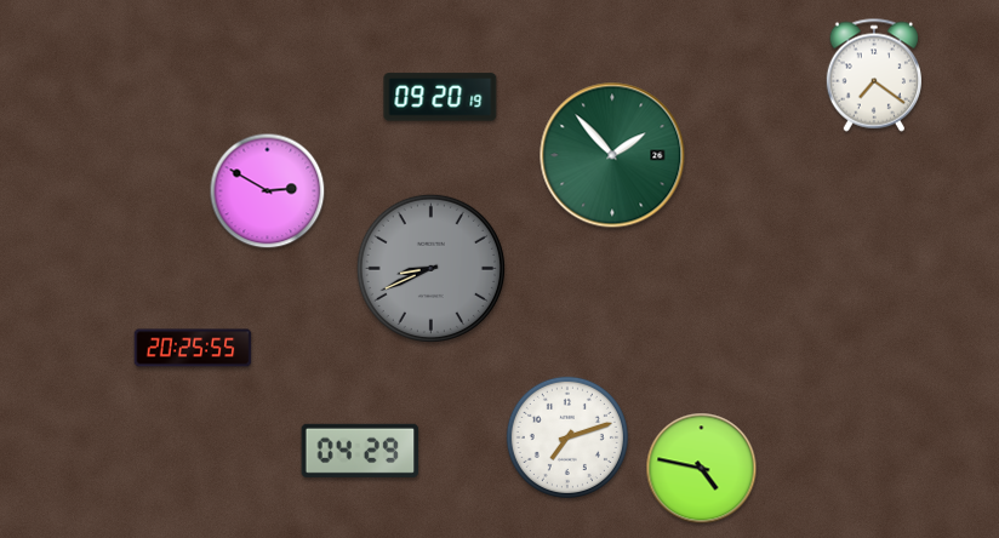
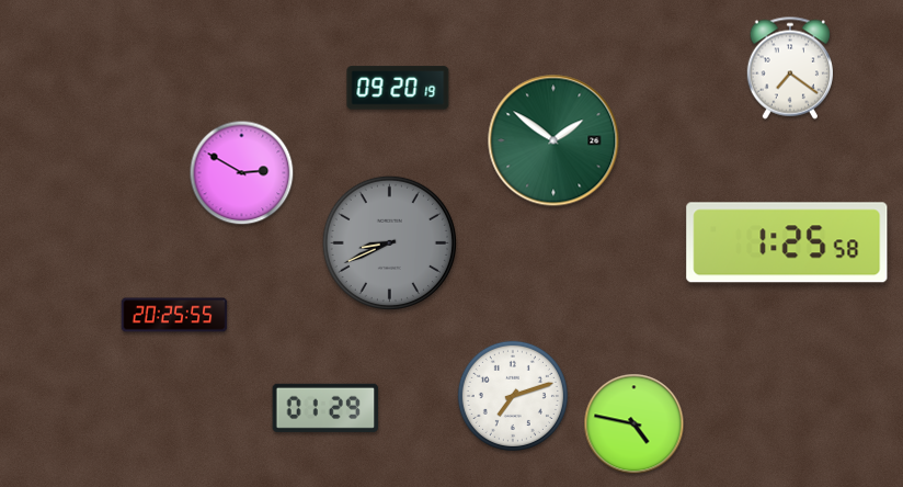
clock at (612, 155): 1:53 -> 1:51
clock at (787, 242): none -> 1:25
clock at (360, 451): 04:29 -> 01:29
